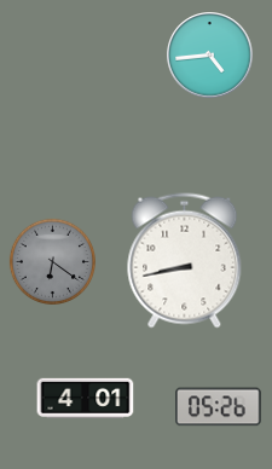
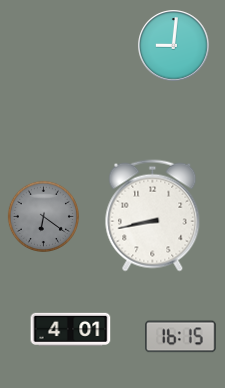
clock at (210, 56): 4:44 -> 9:01
clock at (219, 407): 05:26 -> 16:15
